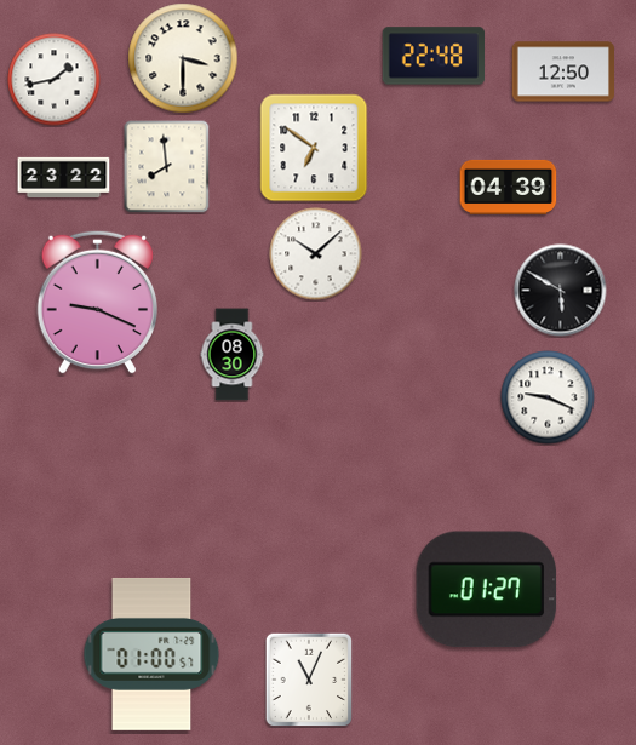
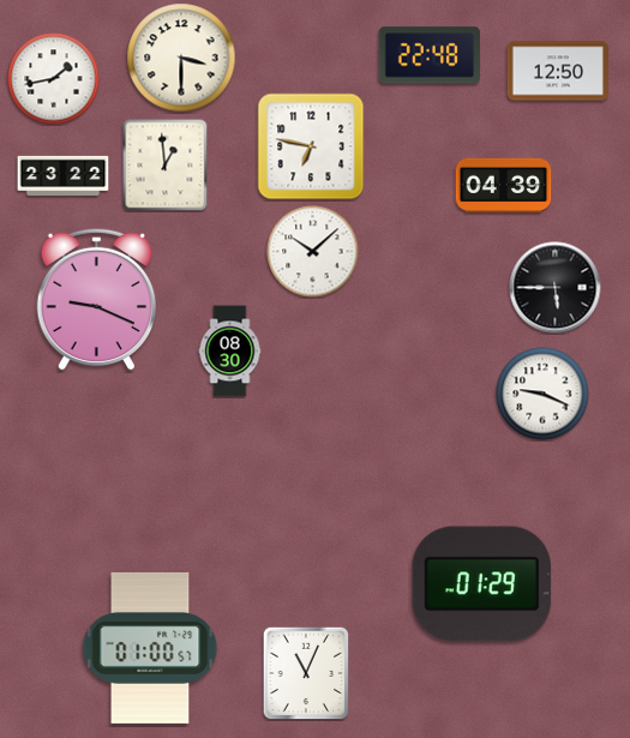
clock at (314, 148): 6:51 -> 6:47
clock at (167, 166): 7:59 -> 12:59
clock at (561, 291): 5:50 -> 5:45
clock at (487, 590): 01:27 -> 01:29
